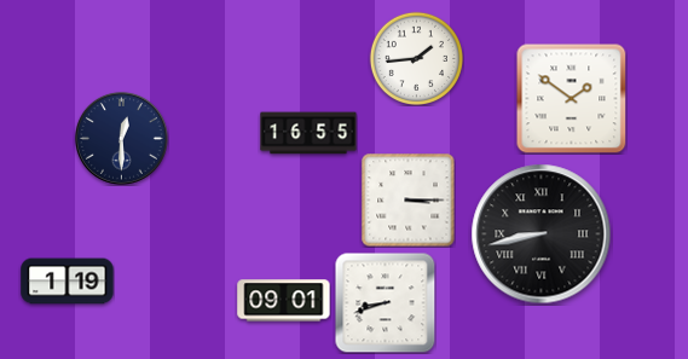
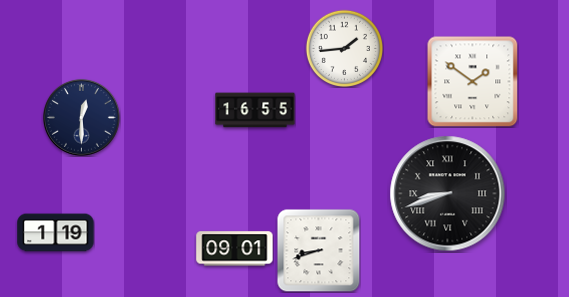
clock at (121, 138) position: (121, 138) -> (81, 117)
clock at (407, 199): 3:15 -> none
clock at (542, 234): 8:43 -> 8:42
